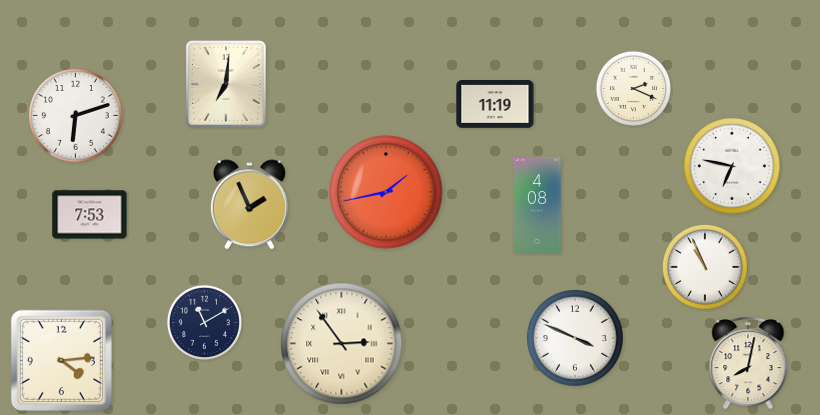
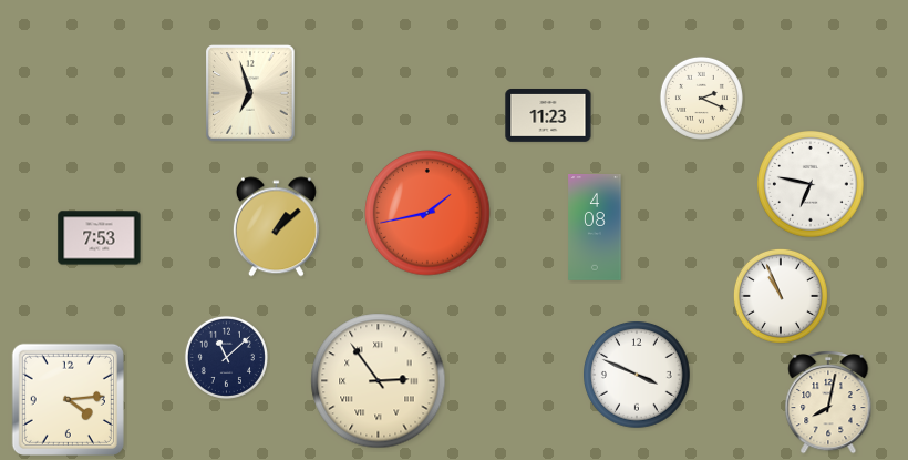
clock at (226, 84): 7:01 -> 6:57
clock at (495, 105): 11:19 -> 11:23
clock at (76, 116): 6:12 -> none
clock at (249, 205): 1:56 -> 1:08
clock at (204, 322): 11:10 -> 11:08
